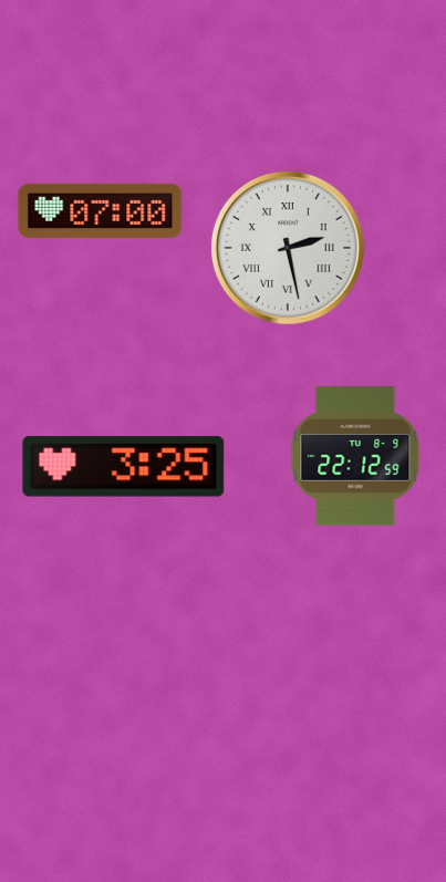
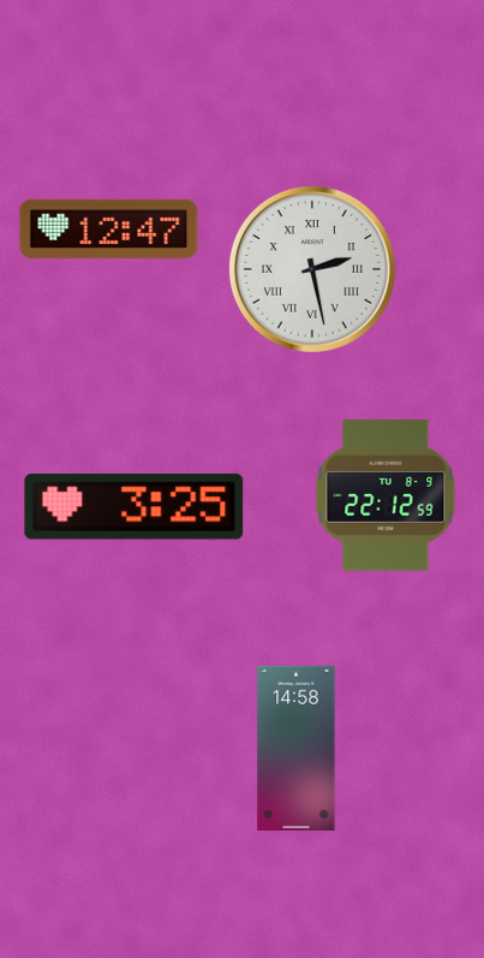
clock at (101, 210): 07:00 -> 12:47
clock at (297, 748): none -> 14:58
